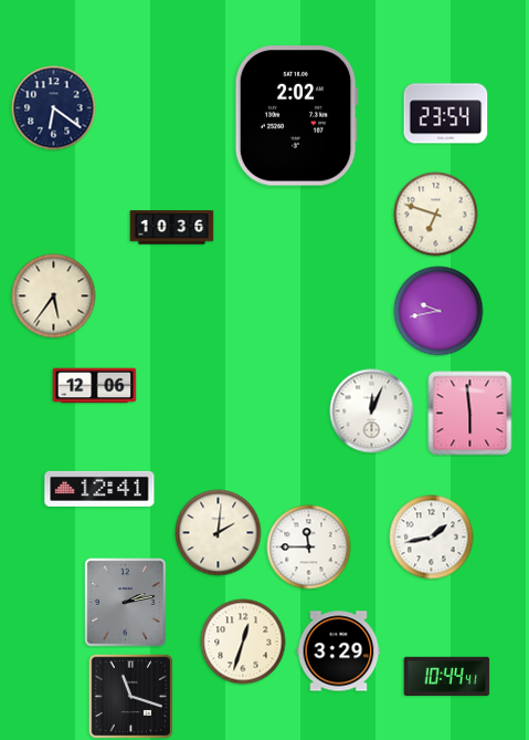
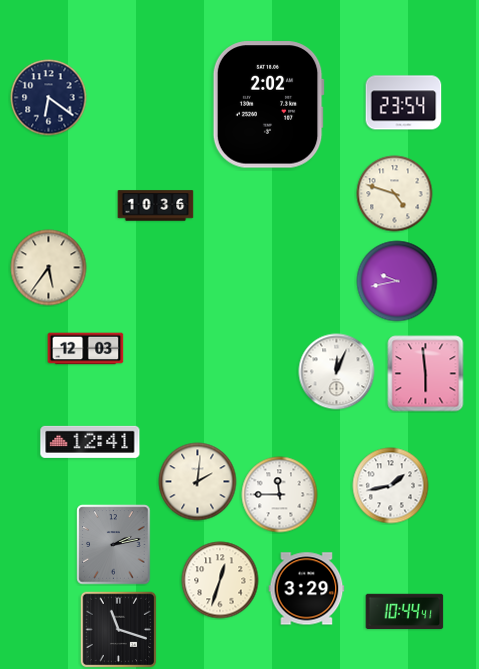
clock at (436, 215): 6:48 -> 4:48
clock at (95, 386): 12:06 -> 12:03
